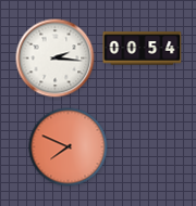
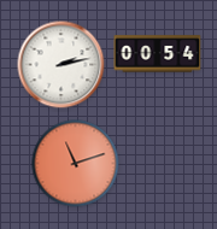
clock at (56, 59): 2:16 -> 2:13
clock at (69, 147): 7:49 -> 11:12
